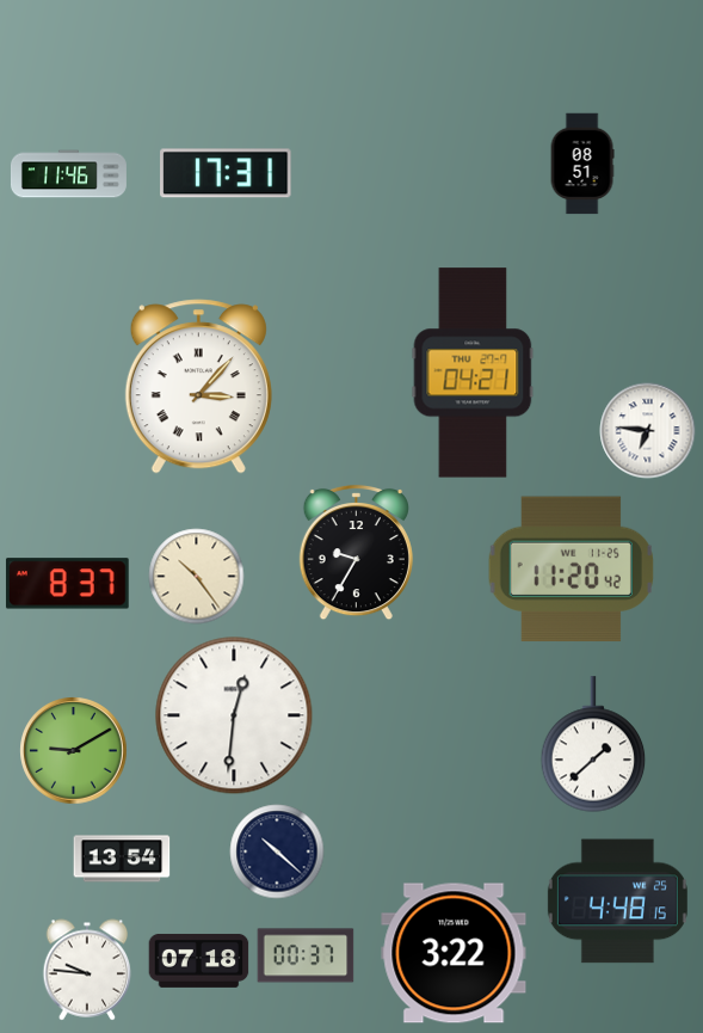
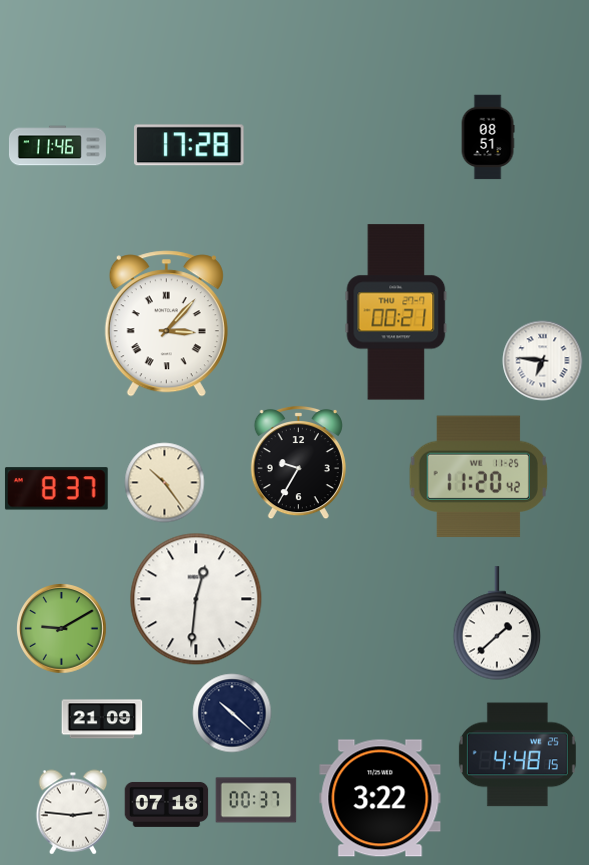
clock at (226, 173): 17:31 -> 17:28
clock at (473, 373): 04:21 -> 00:21
clock at (122, 859): 13:54 -> 21:09
clock at (87, 970): 9:46 -> 2:46
